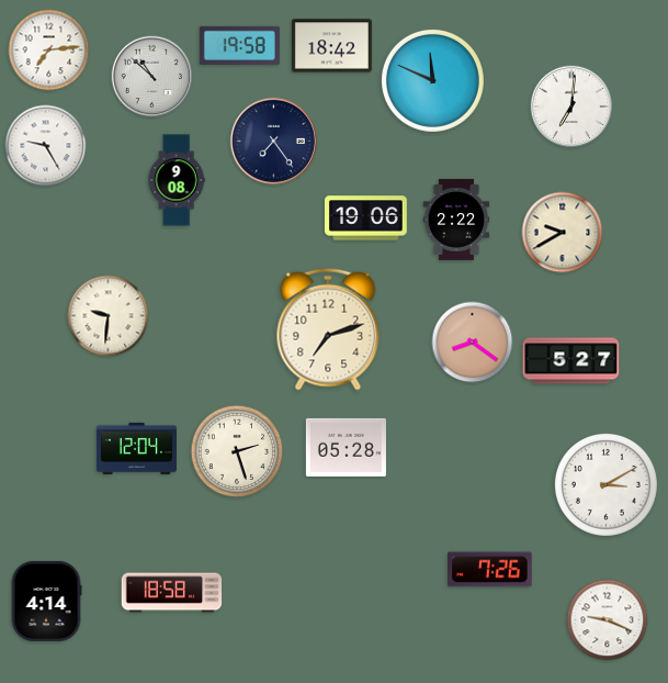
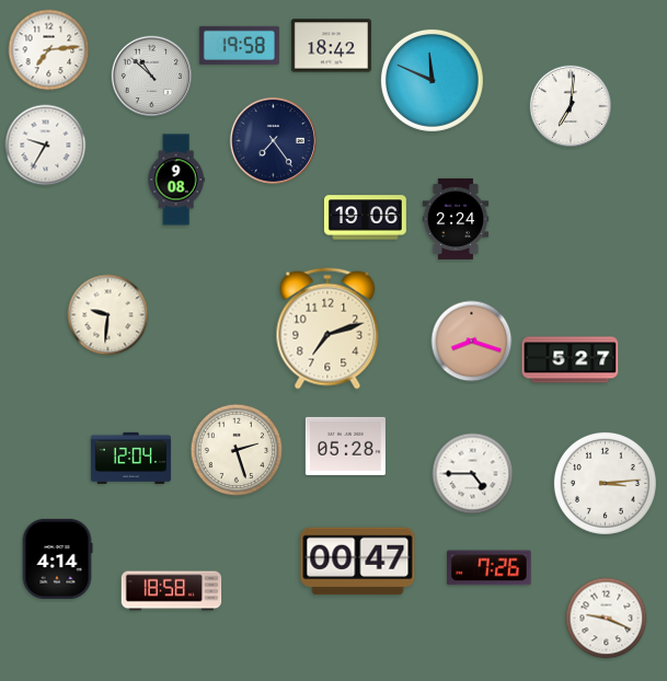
clock at (46, 146): 9:25 -> 9:35
clock at (456, 220): 2:22 -> 2:24
clock at (563, 233): 9:40 -> none
clock at (473, 343): 8:21 -> 8:18
clock at (136, 448) position: (136, 448) -> (130, 458)
clock at (473, 474): none -> 4:45
clock at (605, 484): 3:10 -> 3:14
clock at (358, 562): none -> 00:47
clock at (46, 601) position: (46, 601) -> (57, 558)
